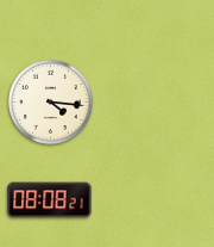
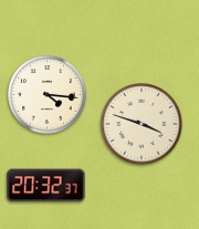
clock at (142, 124): none -> 3:48
clock at (50, 200): 08:08 -> 20:32
